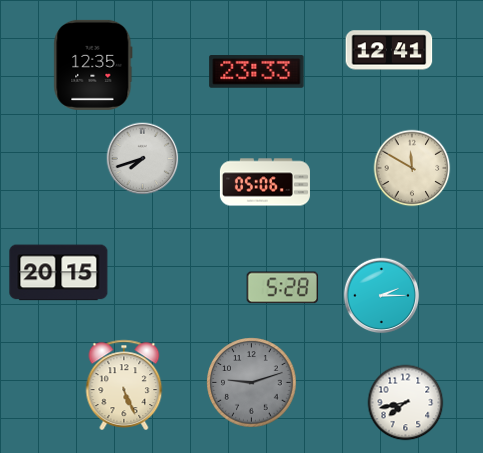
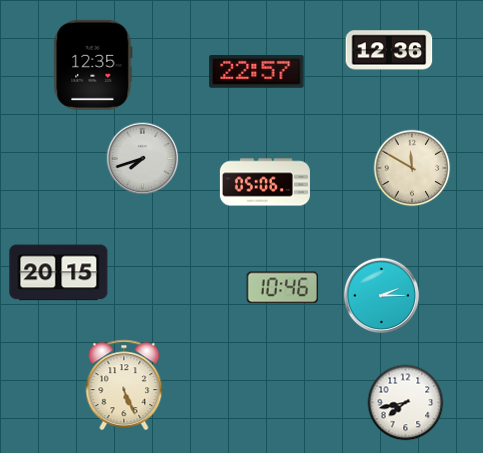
clock at (389, 50): 12:41 -> 12:36
clock at (257, 72): 23:33 -> 22:57
clock at (283, 288): 5:28 -> 10:46
clock at (252, 383): 9:12 -> none
